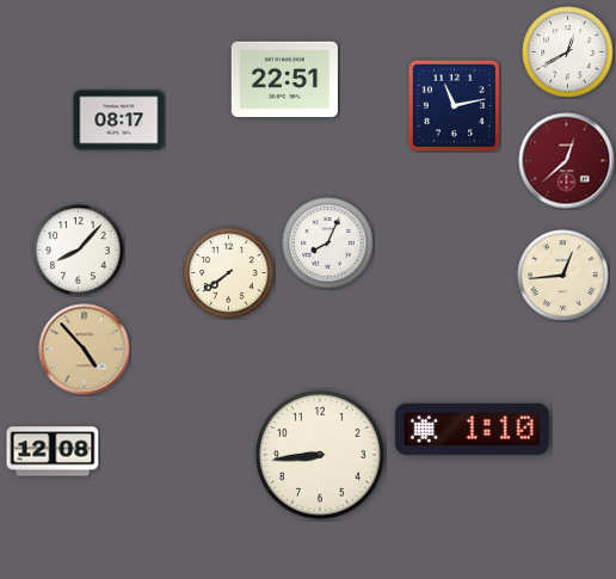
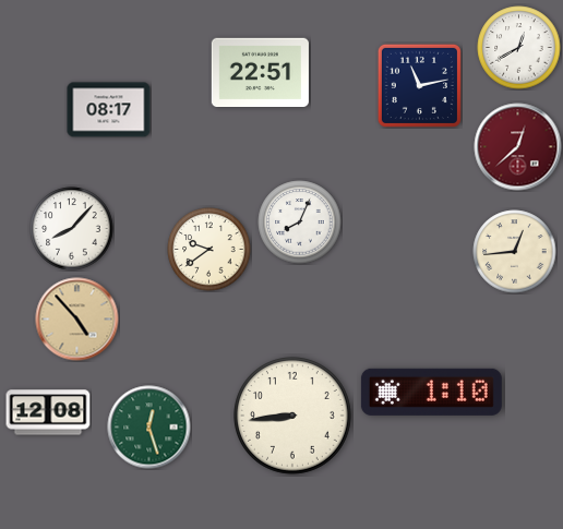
clock at (454, 105) position: (454, 105) -> (419, 85)
clock at (229, 273): 7:39 -> 9:39
clock at (149, 428): none -> 12:27
